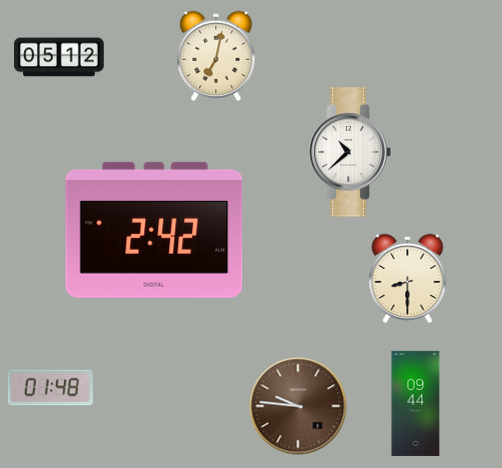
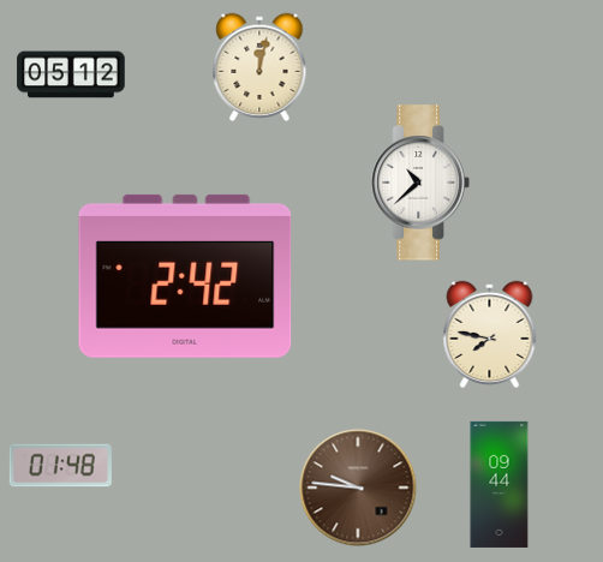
clock at (216, 55): 7:02 -> 12:02
clock at (59, 57) position: (59, 57) -> (71, 74)
clock at (408, 278): 8:30 -> 7:47
